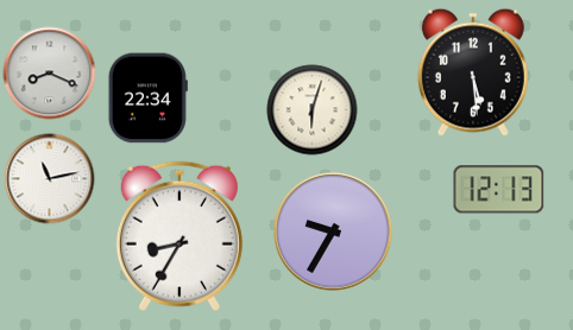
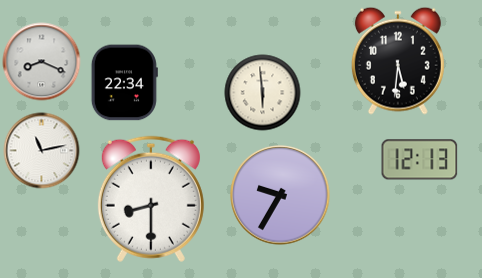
clock at (473, 72): 5:29 -> 5:31
clock at (313, 110): 6:03 -> 5:59
clock at (180, 236): 8:35 -> 8:30
